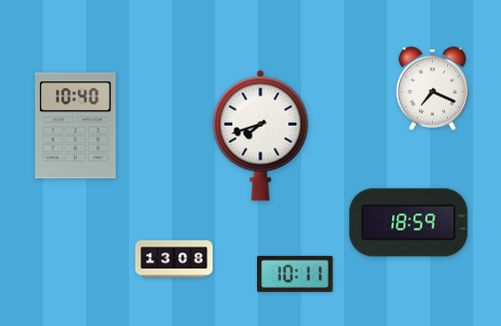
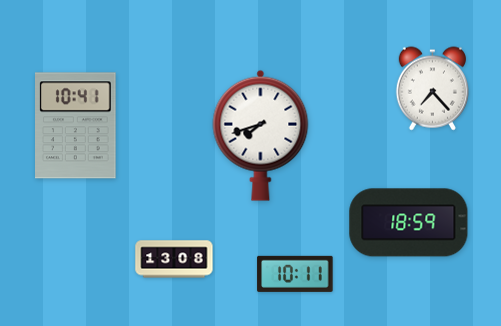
clock at (432, 89): 7:19 -> 7:23
clock at (76, 126): 10:40 -> 10:41
